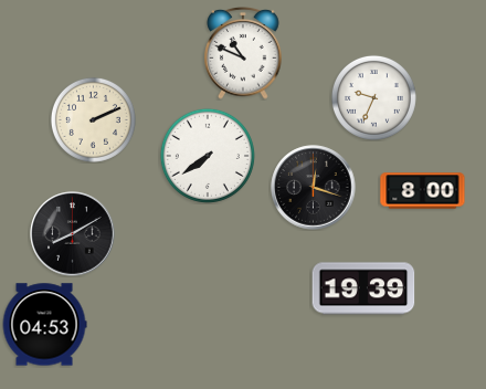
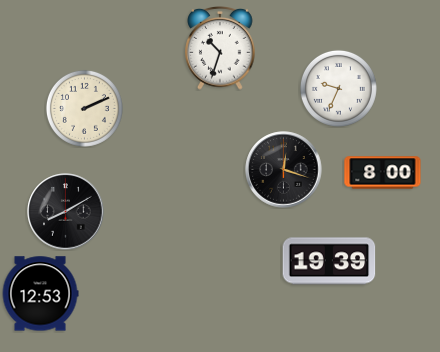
clock at (243, 54): 10:49 -> 10:33
clock at (208, 156): 7:39 -> none
clock at (44, 325): 04:53 -> 12:53
